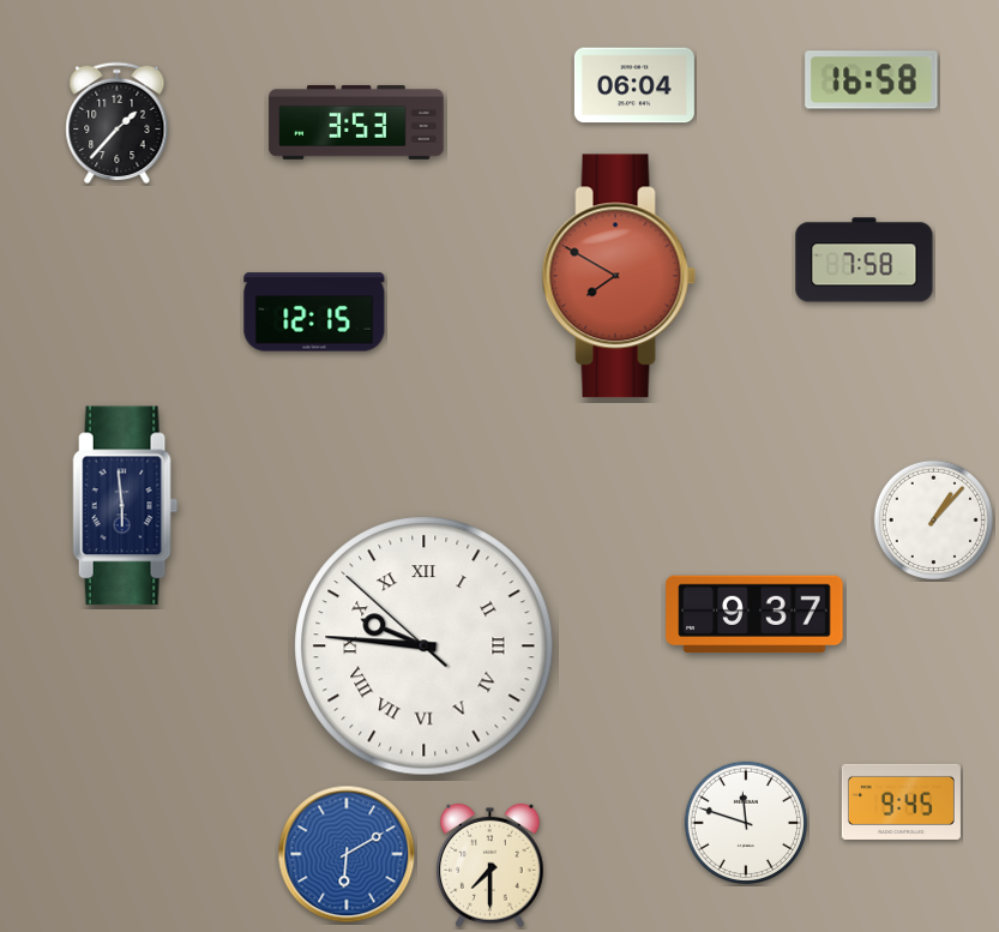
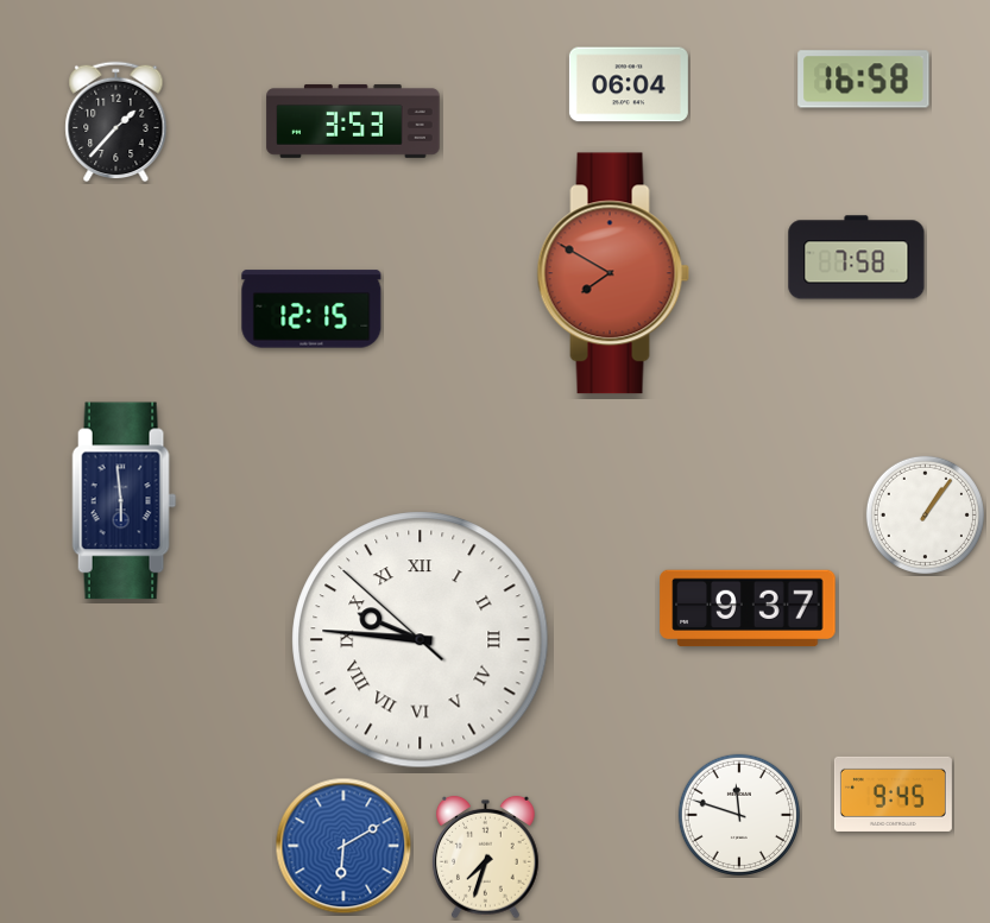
clock at (933, 519): 1:07 -> 1:06
clock at (491, 866): 7:30 -> 7:33
